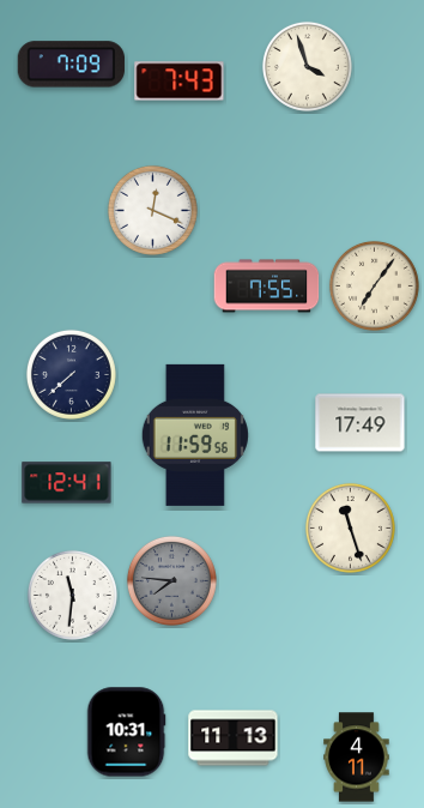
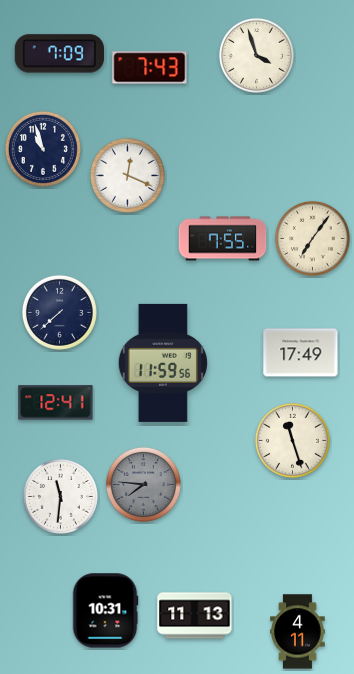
clock at (43, 149): none -> 10:57
